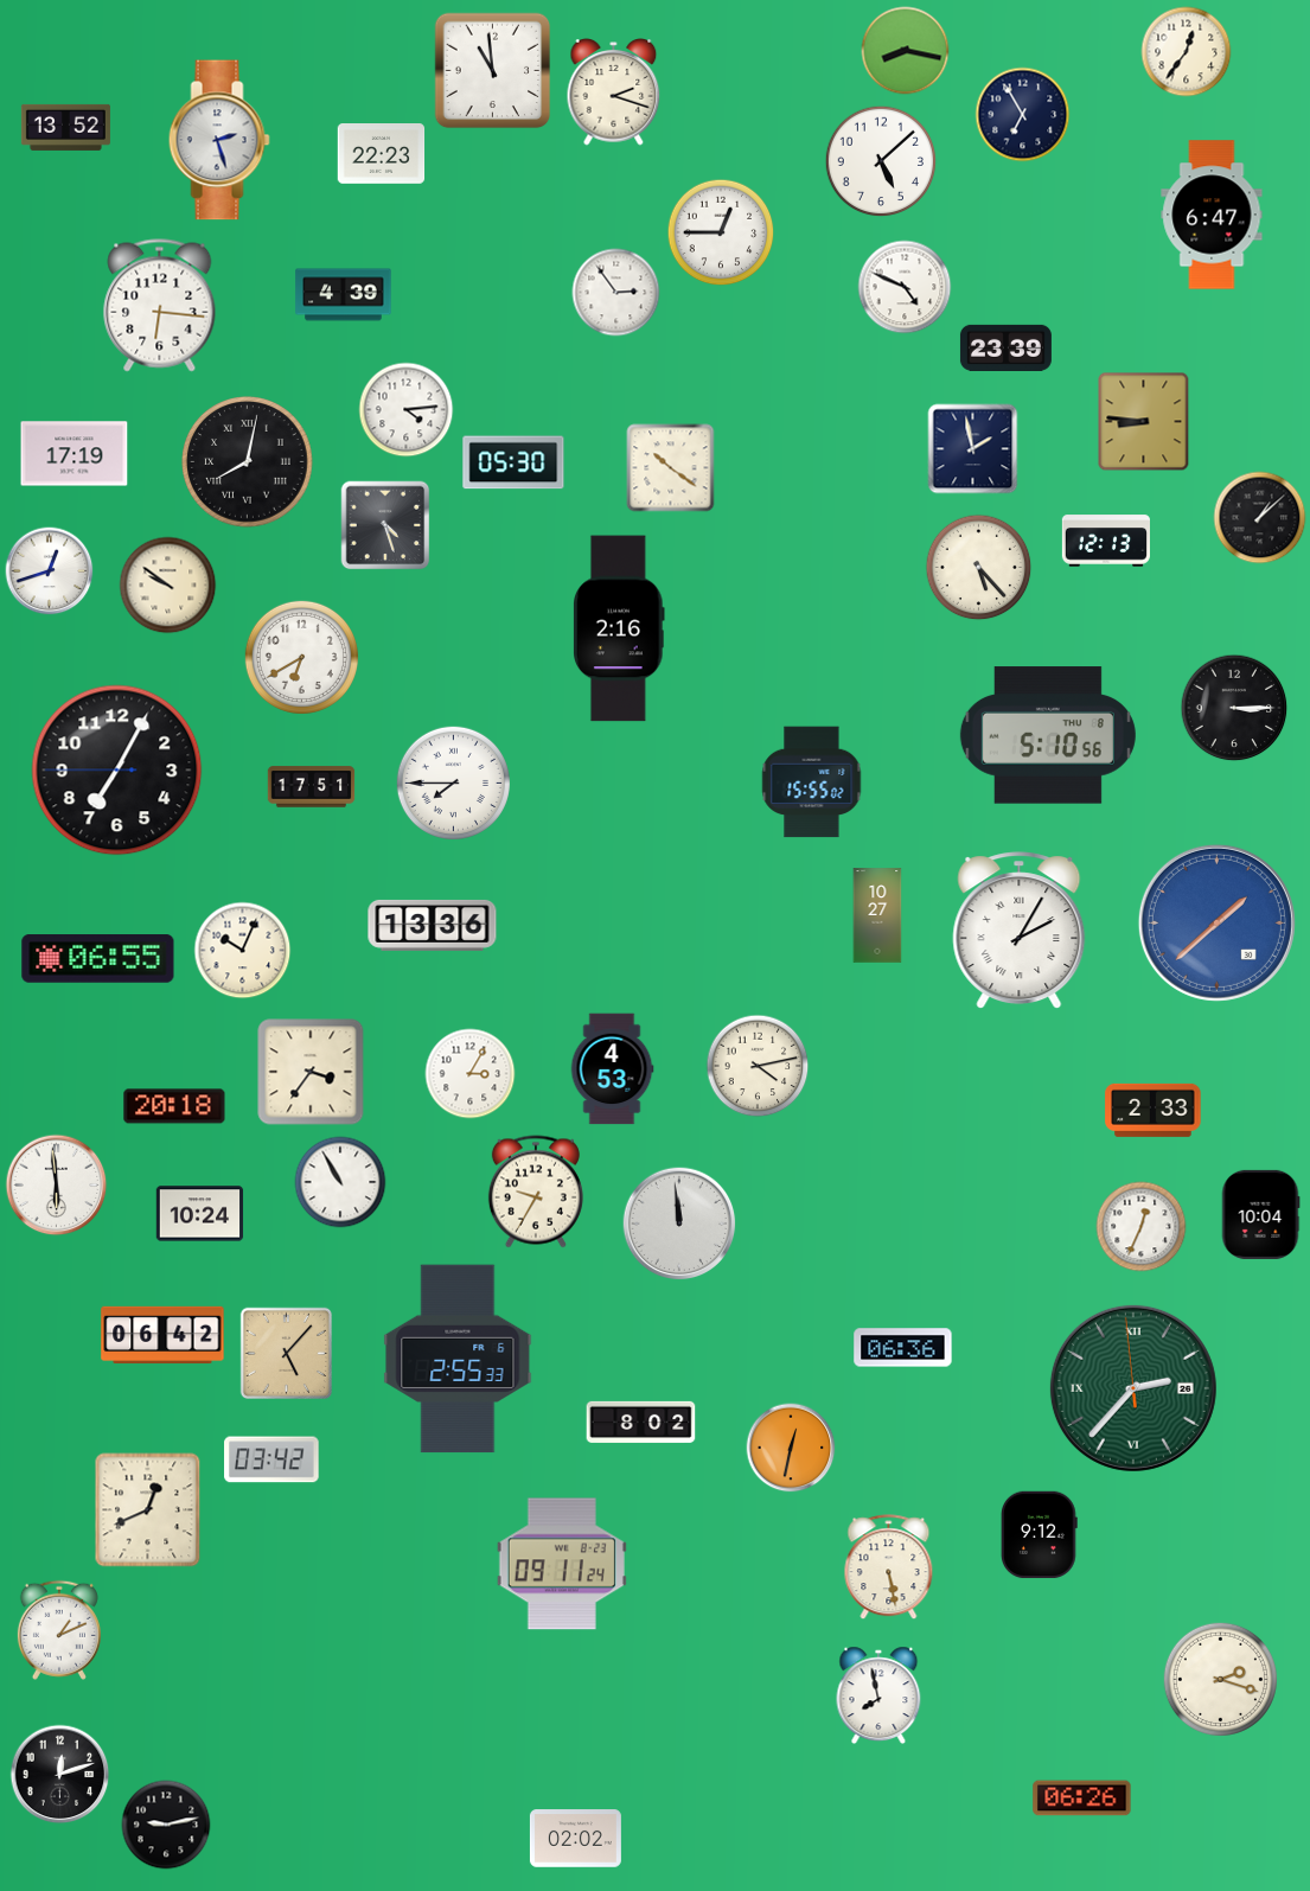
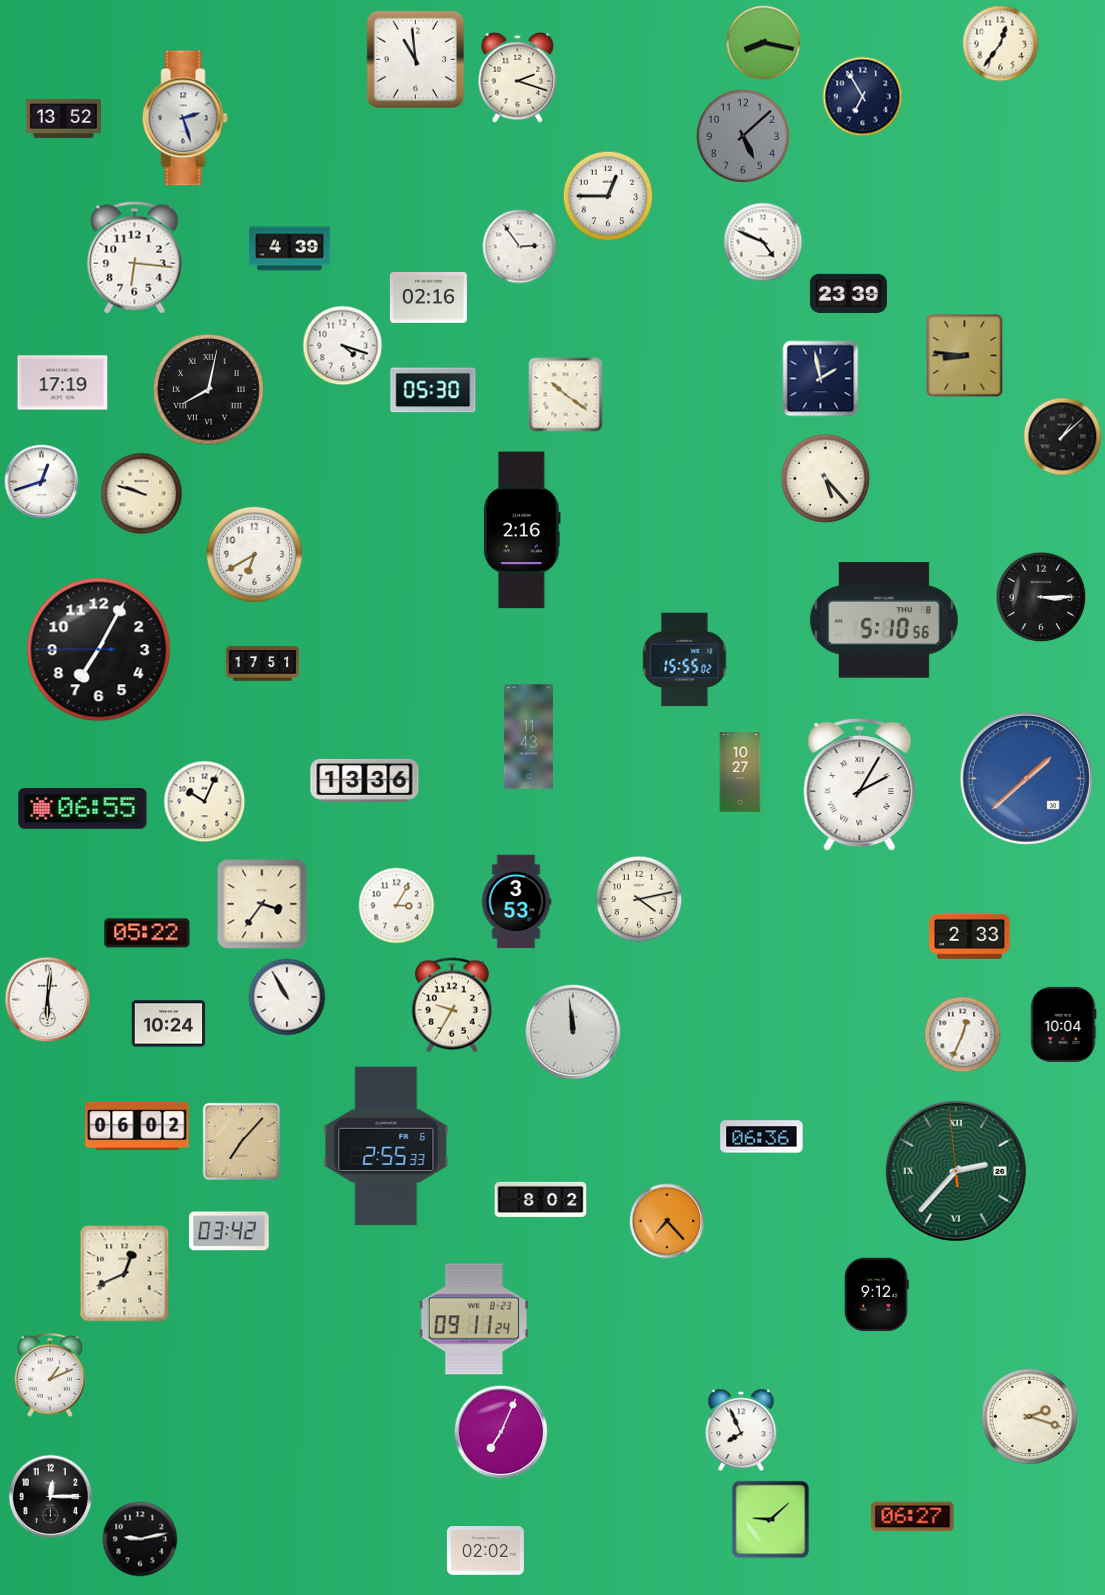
clock at (65, 127) position: (65, 127) -> (63, 118)
clock at (382, 154): 22:23 -> none
clock at (881, 161) dial: white -> grey
clock at (1212, 215): 6:47 -> none
clock at (428, 298): none -> 02:16
clock at (407, 410): 4:14 -> 4:18
clock at (385, 525): 4:27 -> none
clock at (1105, 541): 12:13 -> none
clock at (168, 586): 9:51 -> 9:48
clock at (453, 782): 7:45 -> none
clock at (528, 737): none -> 11:43
clock at (612, 1069): 4:53 -> 3:53
clock at (174, 1106): 20:18 -> 05:22
clock at (1154, 1110) position: (1154, 1110) -> (970, 936)
clock at (57, 1186): 5:59 -> 6:01
clock at (162, 1334): 06:42 -> 06:02
clock at (286, 1353): 5:07 -> 7:07
clock at (791, 1448): 12:32 -> 7:23
clock at (889, 1567): 5:28 -> none
clock at (878, 1695): 7:58 -> 7:56
clock at (501, 1432): none -> 7:04
clock at (60, 1775): 12:12 -> 12:15
clock at (1082, 1799): 06:26 -> 06:27
clock at (771, 1520): none -> 9:08
